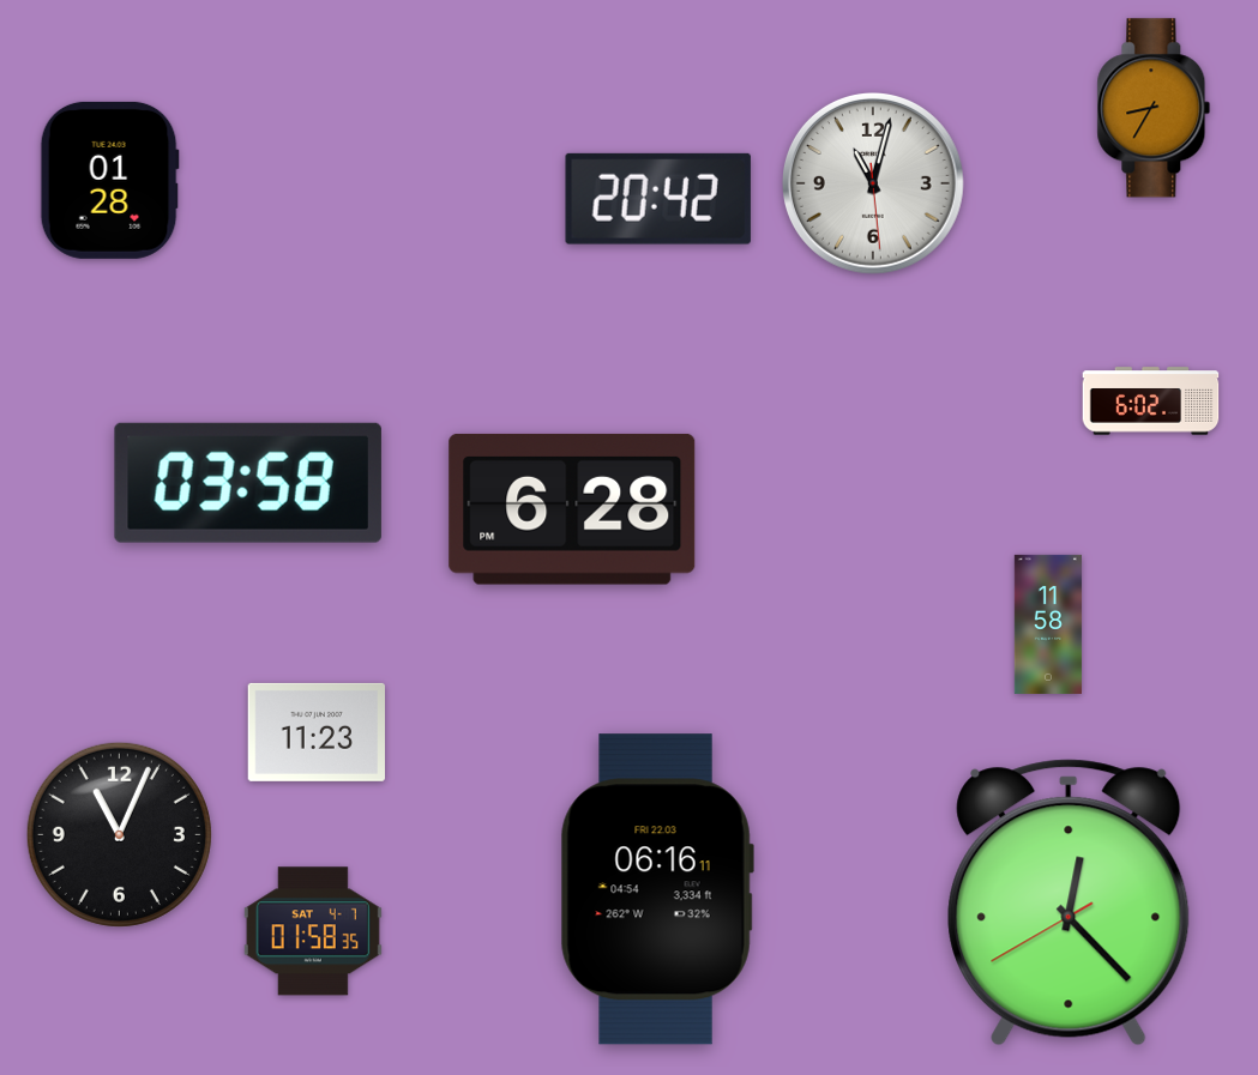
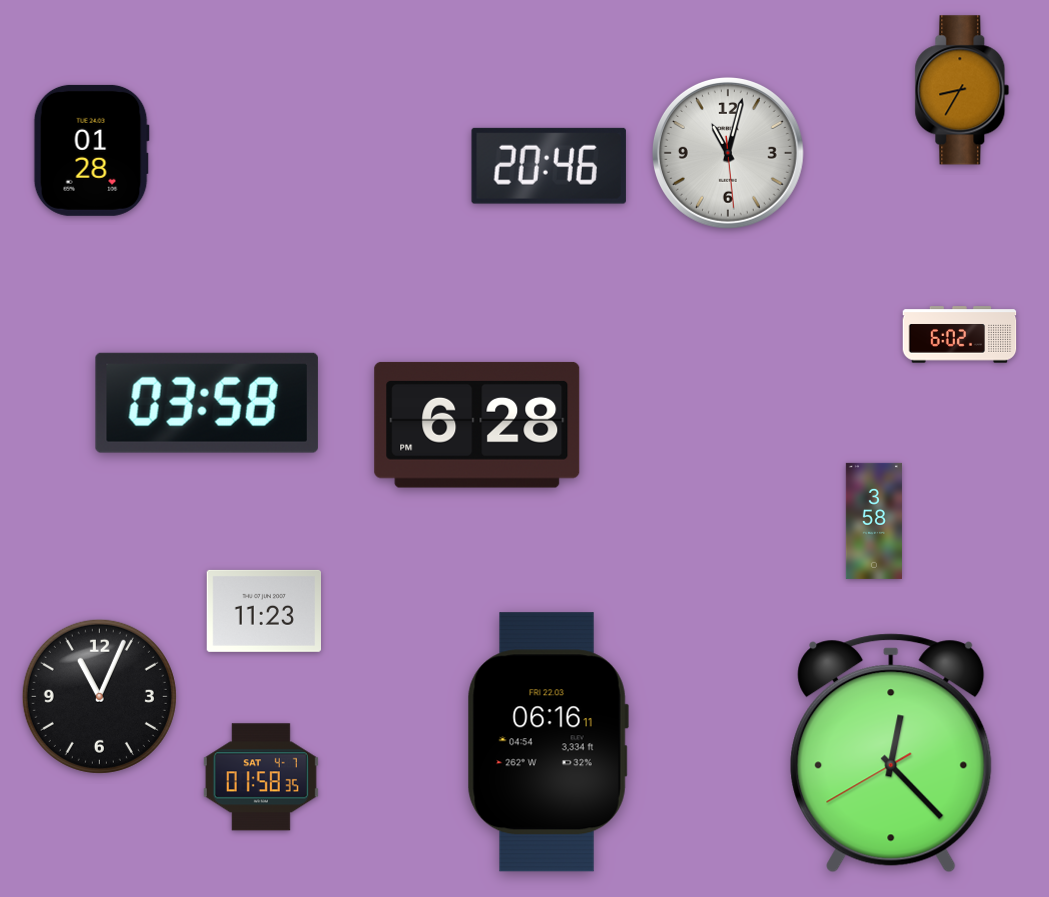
clock at (658, 199): 20:42 -> 20:46
clock at (1048, 624): 11:58 -> 3:58
